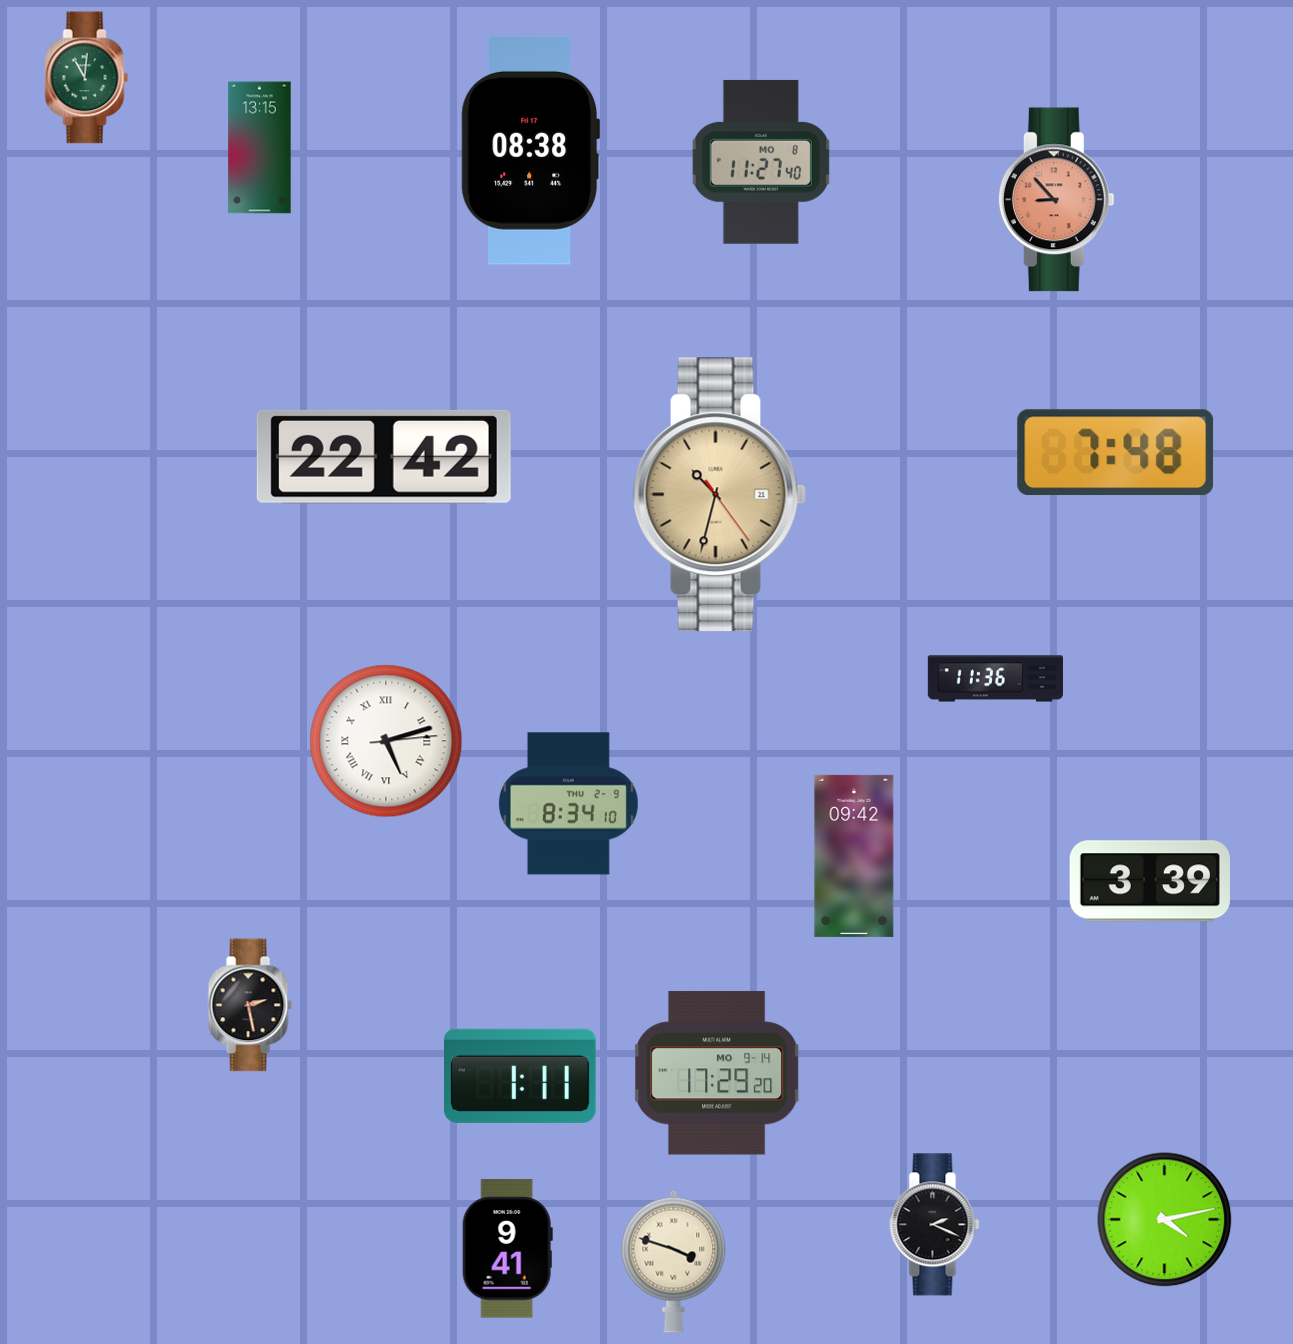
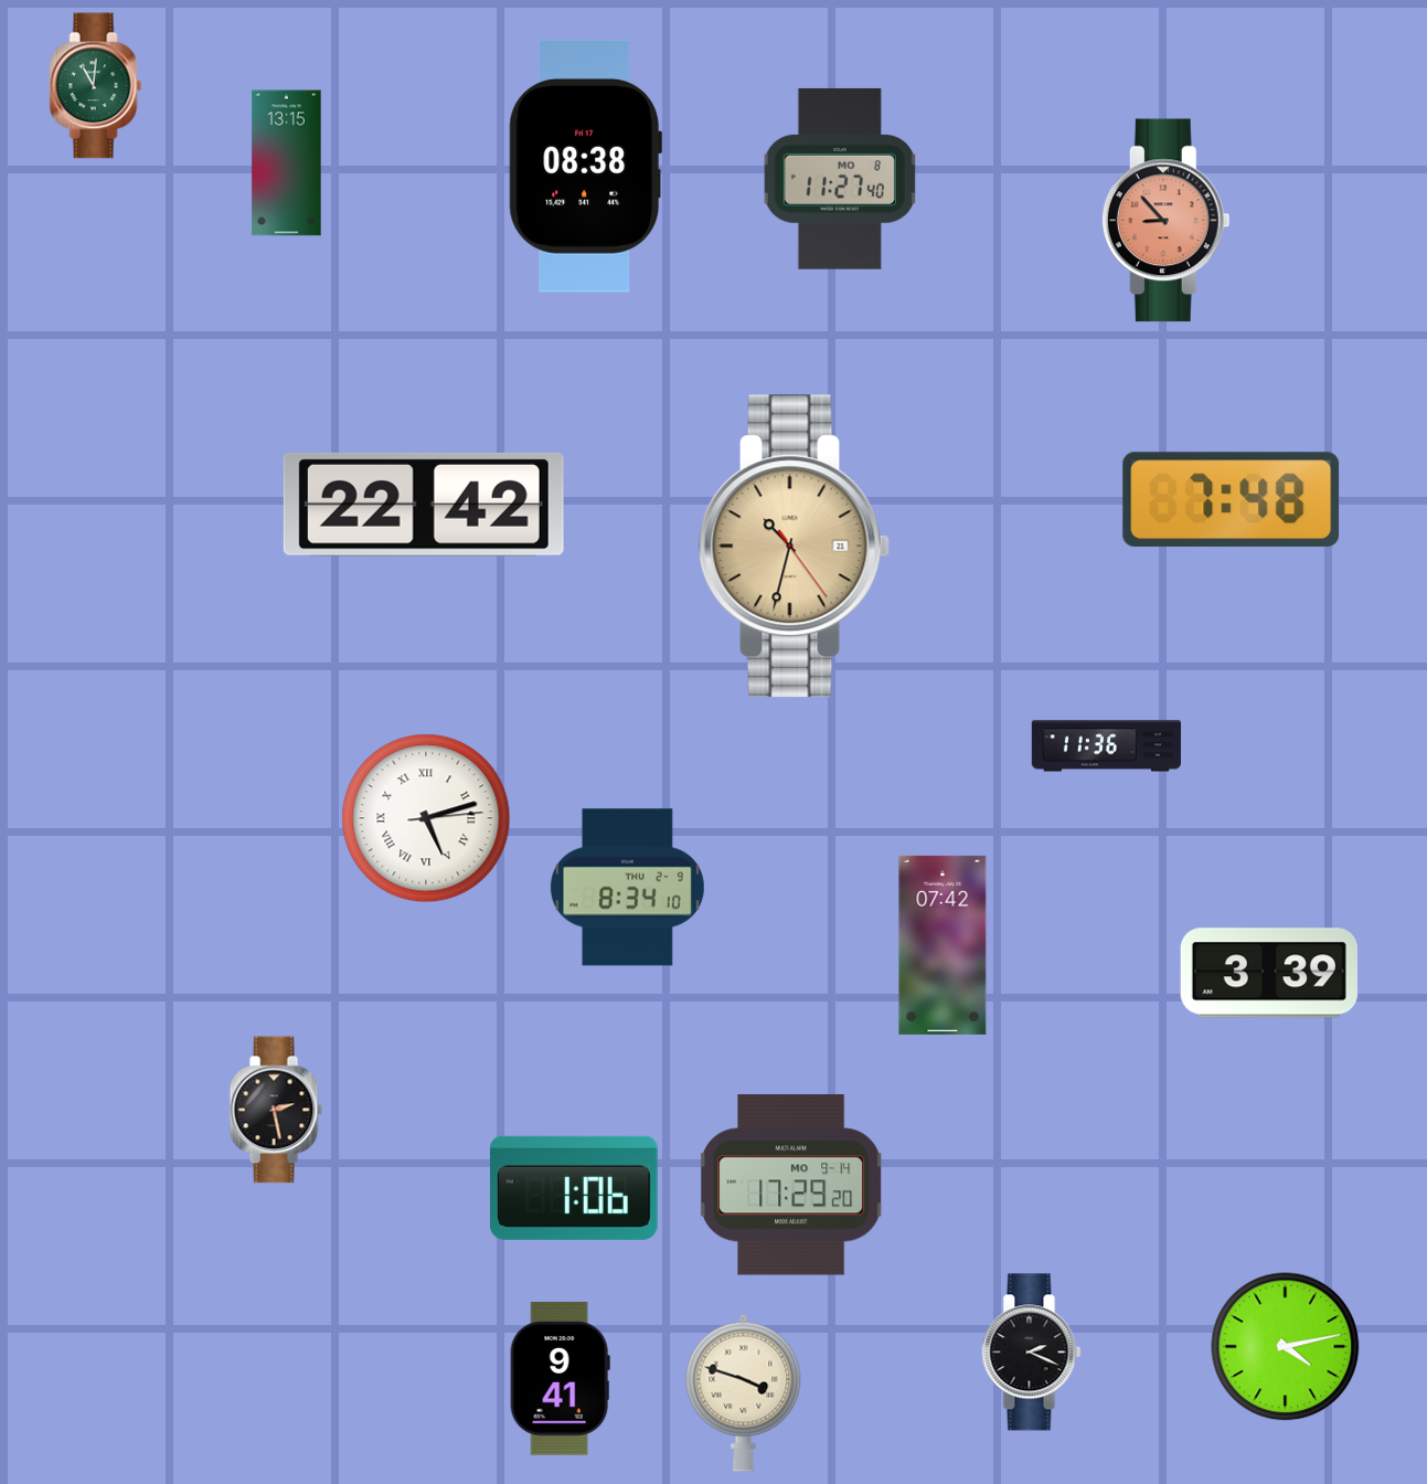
clock at (995, 679) position: (995, 679) -> (1106, 746)
clock at (854, 856): 09:42 -> 07:42
clock at (521, 1076): 1:11 -> 1:06
